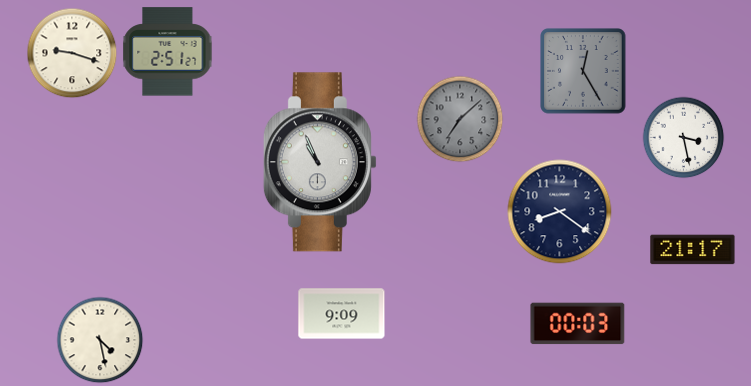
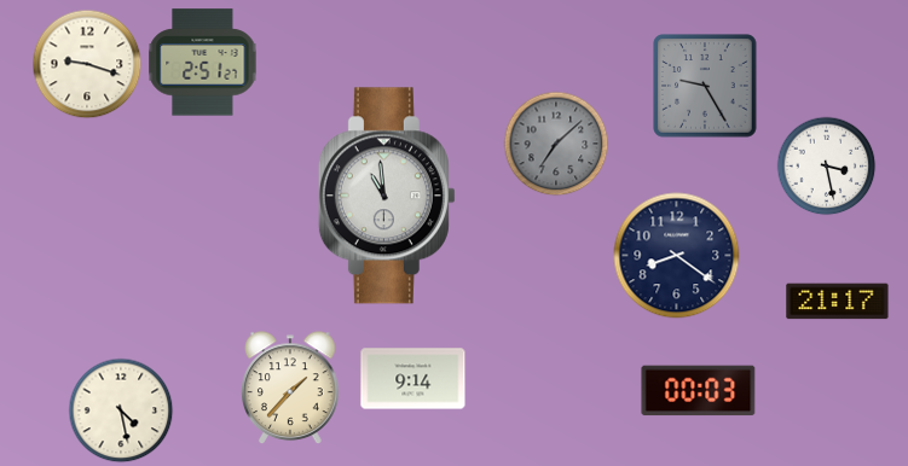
clock at (583, 71): 12:25 -> 9:25
clock at (320, 162): 10:56 -> 10:59
clock at (342, 314): 9:09 -> 9:14
clock at (291, 388): none -> 1:37
